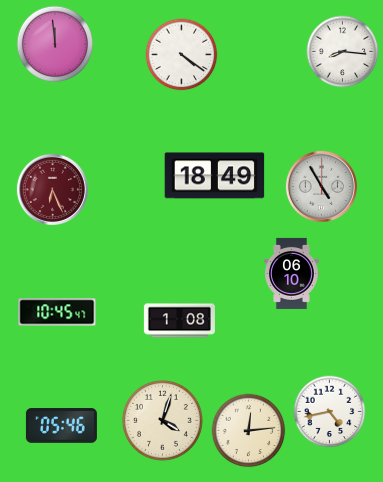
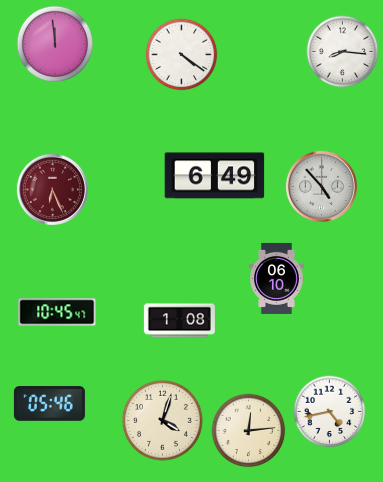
clock at (215, 176): 18:49 -> 6:49
clock at (321, 186): 4:55 -> 4:53
clock at (292, 273) position: (292, 273) -> (277, 278)
clock at (61, 426) position: (61, 426) -> (49, 404)
